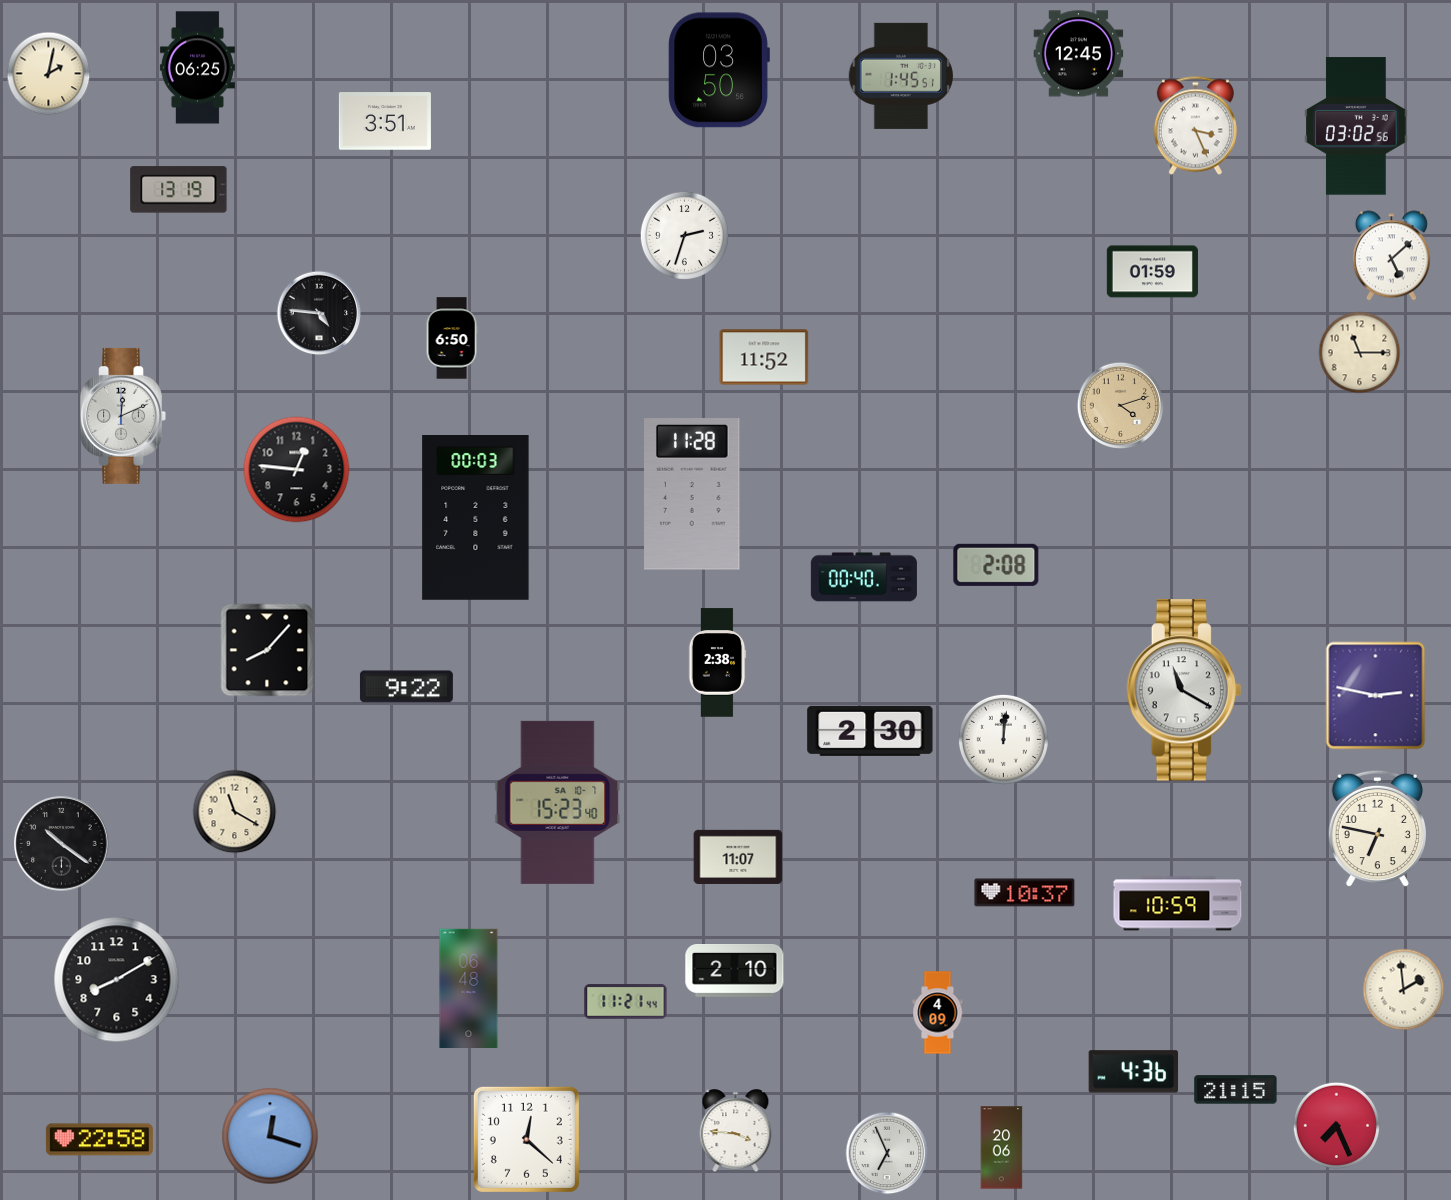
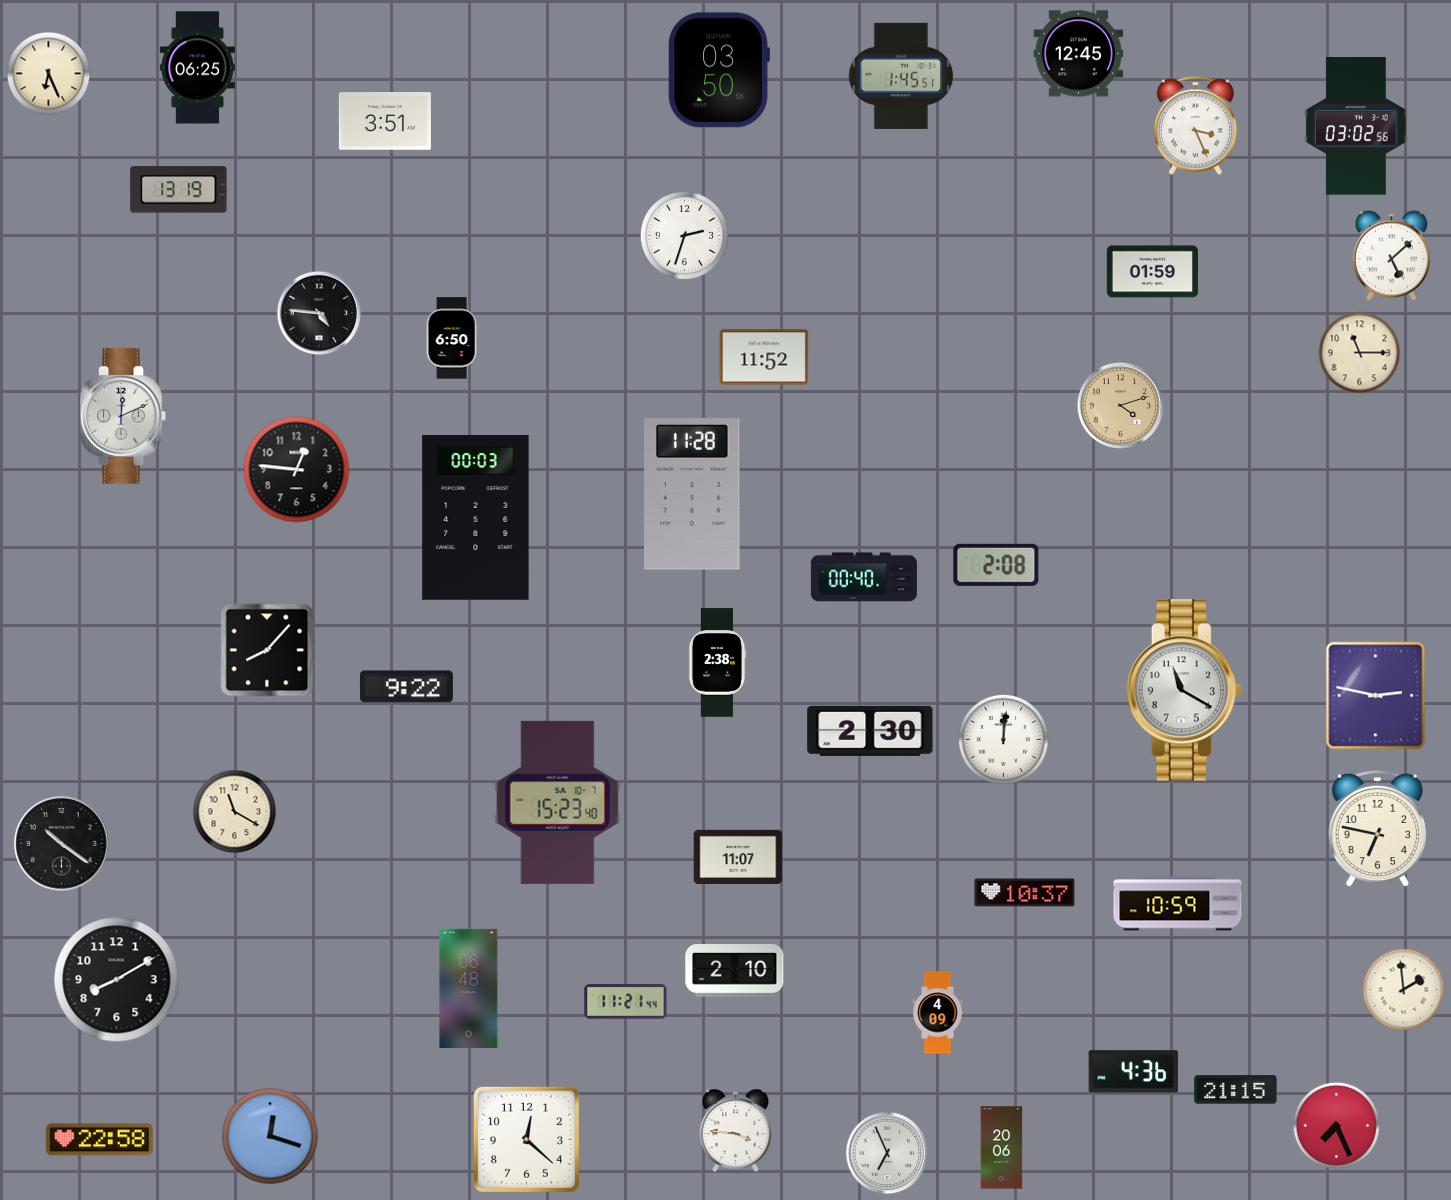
clock at (49, 74): 2:02 -> 6:26
